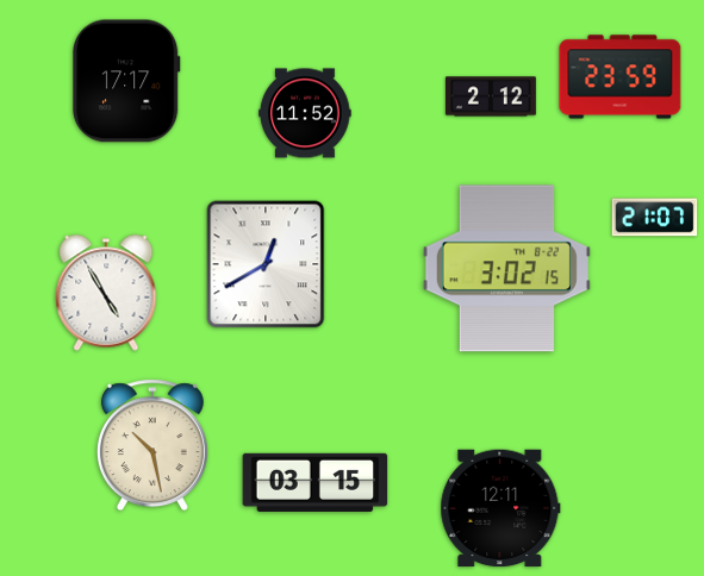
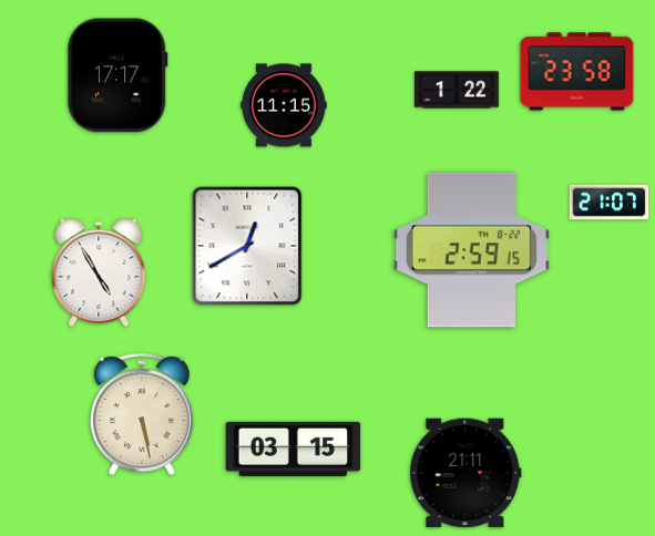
clock at (621, 77): 23:59 -> 23:58
clock at (491, 96): 2:12 -> 1:22
clock at (305, 113): 11:52 -> 11:15
clock at (506, 269): 3:02 -> 2:59
clock at (152, 445): 10:28 -> 5:28
clock at (500, 508): 12:11 -> 21:11
